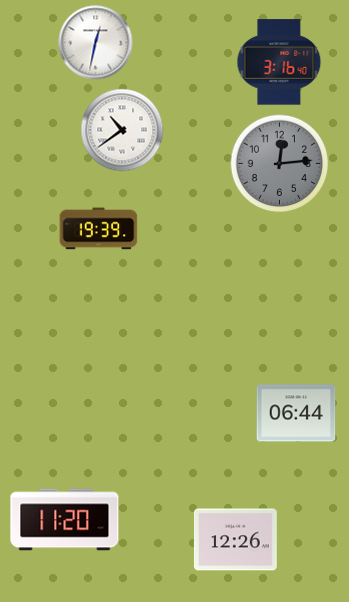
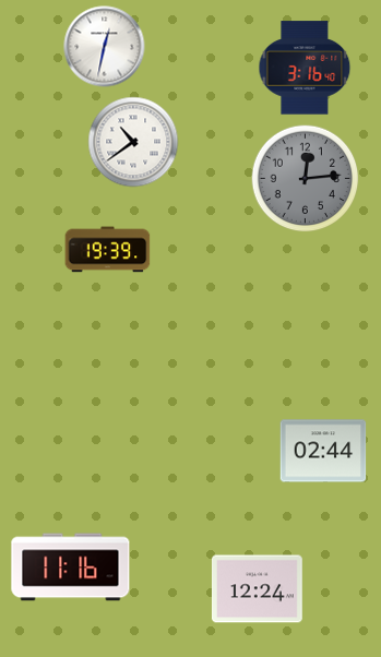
clock at (296, 413): 06:44 -> 02:44
clock at (65, 520): 11:20 -> 11:16
clock at (235, 540): 12:26 -> 12:24
